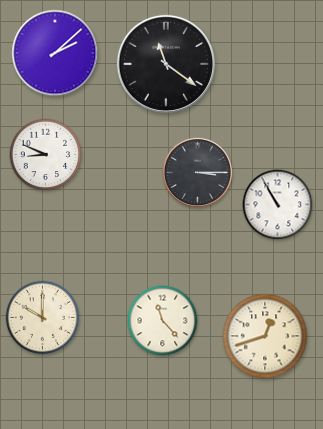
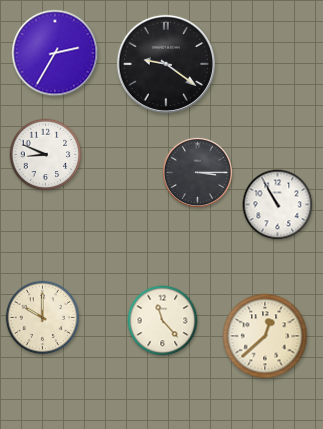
clock at (55, 53): 2:08 -> 2:35
clock at (166, 64): 11:21 -> 9:21
clock at (265, 336): 12:42 -> 12:38
